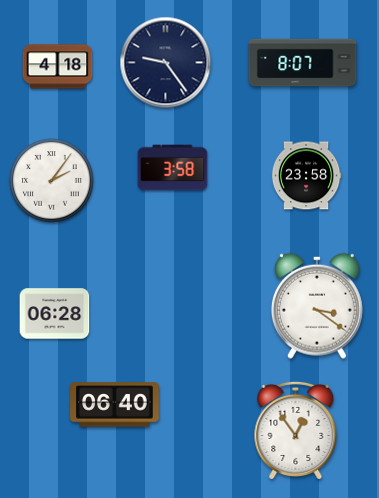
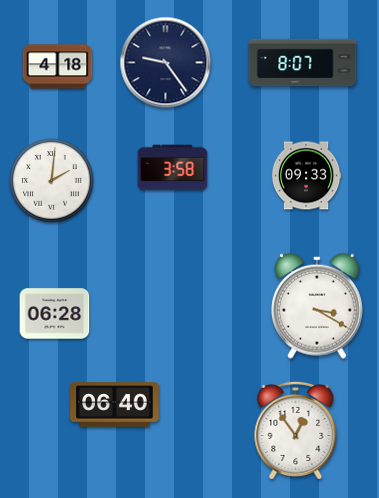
clock at (306, 176): 23:58 -> 09:33
clock at (52, 181): 2:06 -> 2:01
clock at (317, 306): 3:21 -> 3:20
